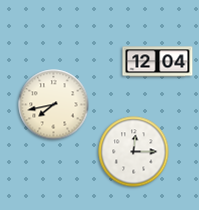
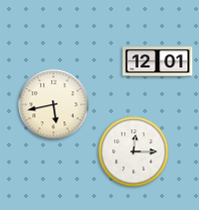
clock at (158, 62): 12:04 -> 12:01
clock at (54, 105): 7:43 -> 5:43
